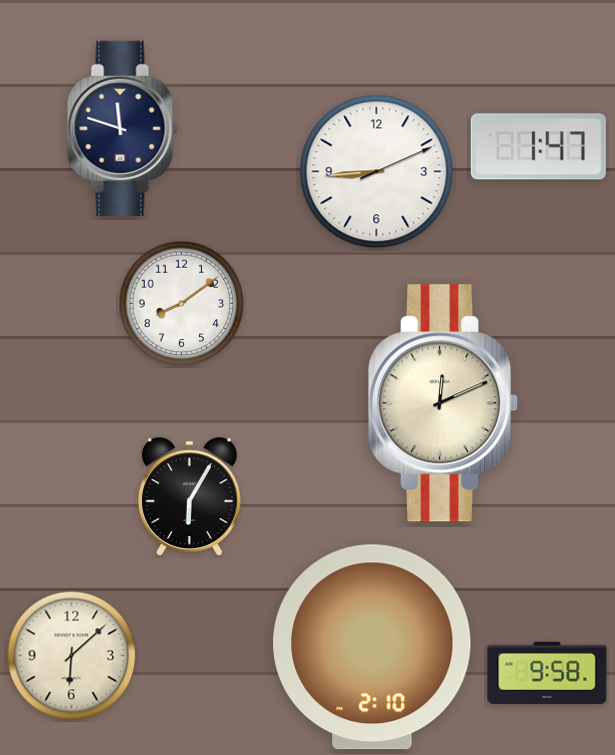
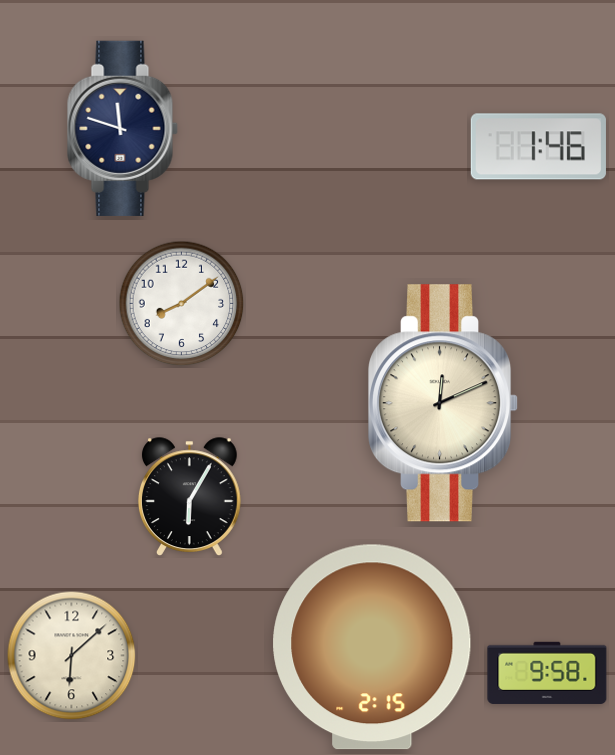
clock at (538, 147): 1:47 -> 1:46
clock at (377, 172): 8:44 -> none
clock at (372, 647): 2:10 -> 2:15
